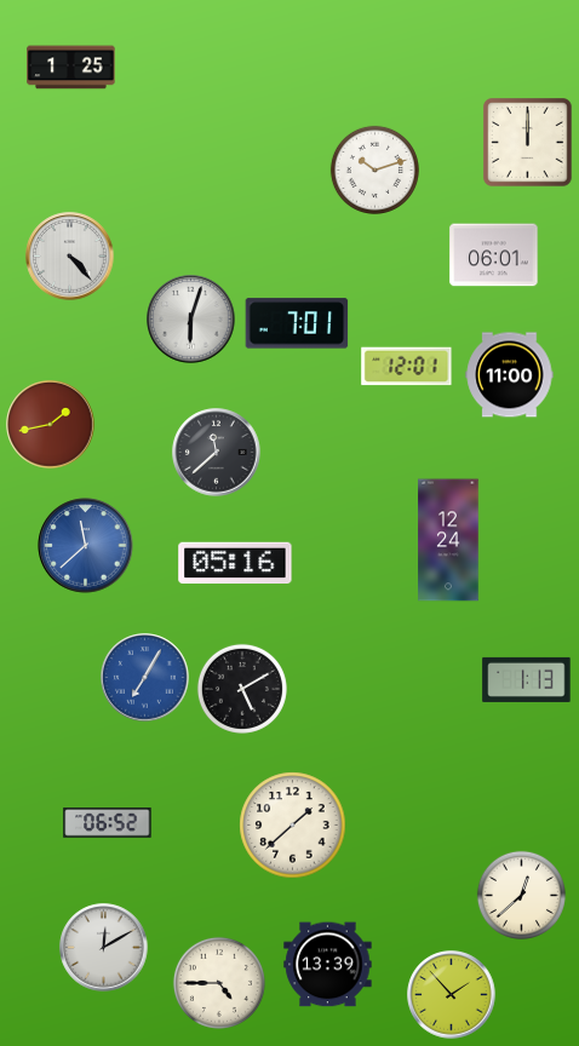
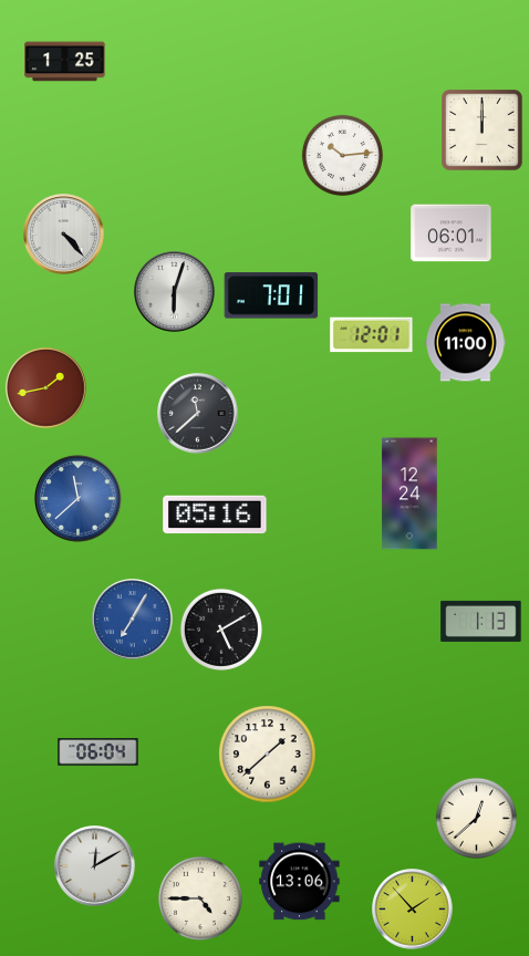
clock at (374, 169): 10:12 -> 10:14
clock at (108, 823): 06:52 -> 06:04
clock at (328, 965): 13:39 -> 13:06
